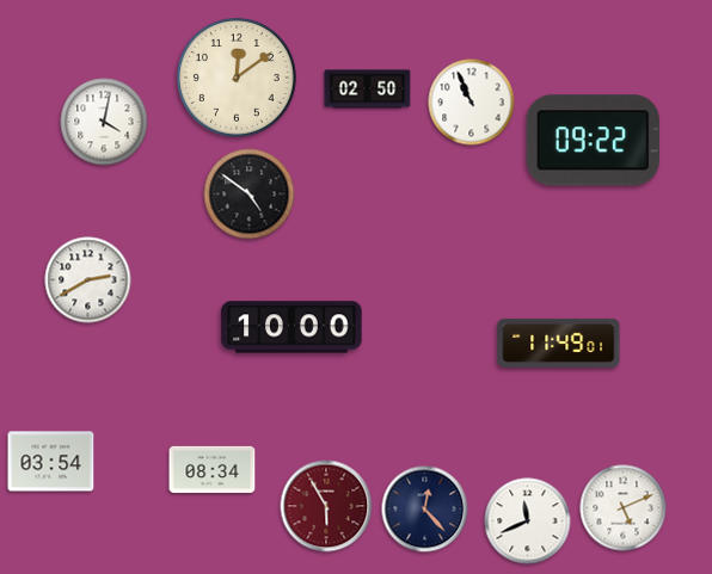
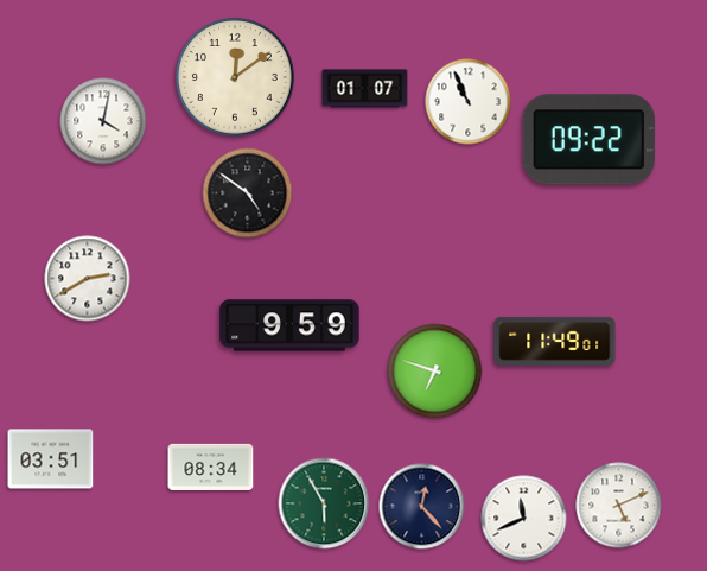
clock at (368, 90): 02:50 -> 01:07
clock at (291, 327): 10:00 -> 9:59
clock at (435, 372): none -> 6:48
clock at (51, 462): 03:54 -> 03:51
clock at (326, 506) dial: burgundy -> green
